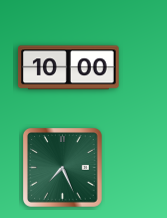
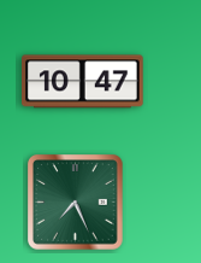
clock at (69, 68): 10:00 -> 10:47
